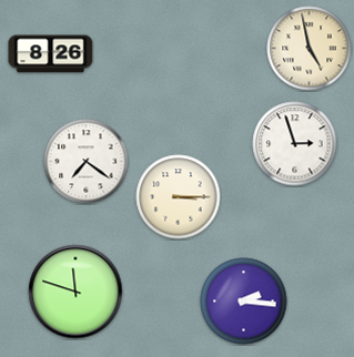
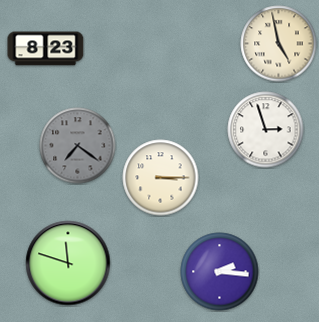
clock at (51, 54): 8:26 -> 8:23
clock at (87, 162) dial: white -> grey
